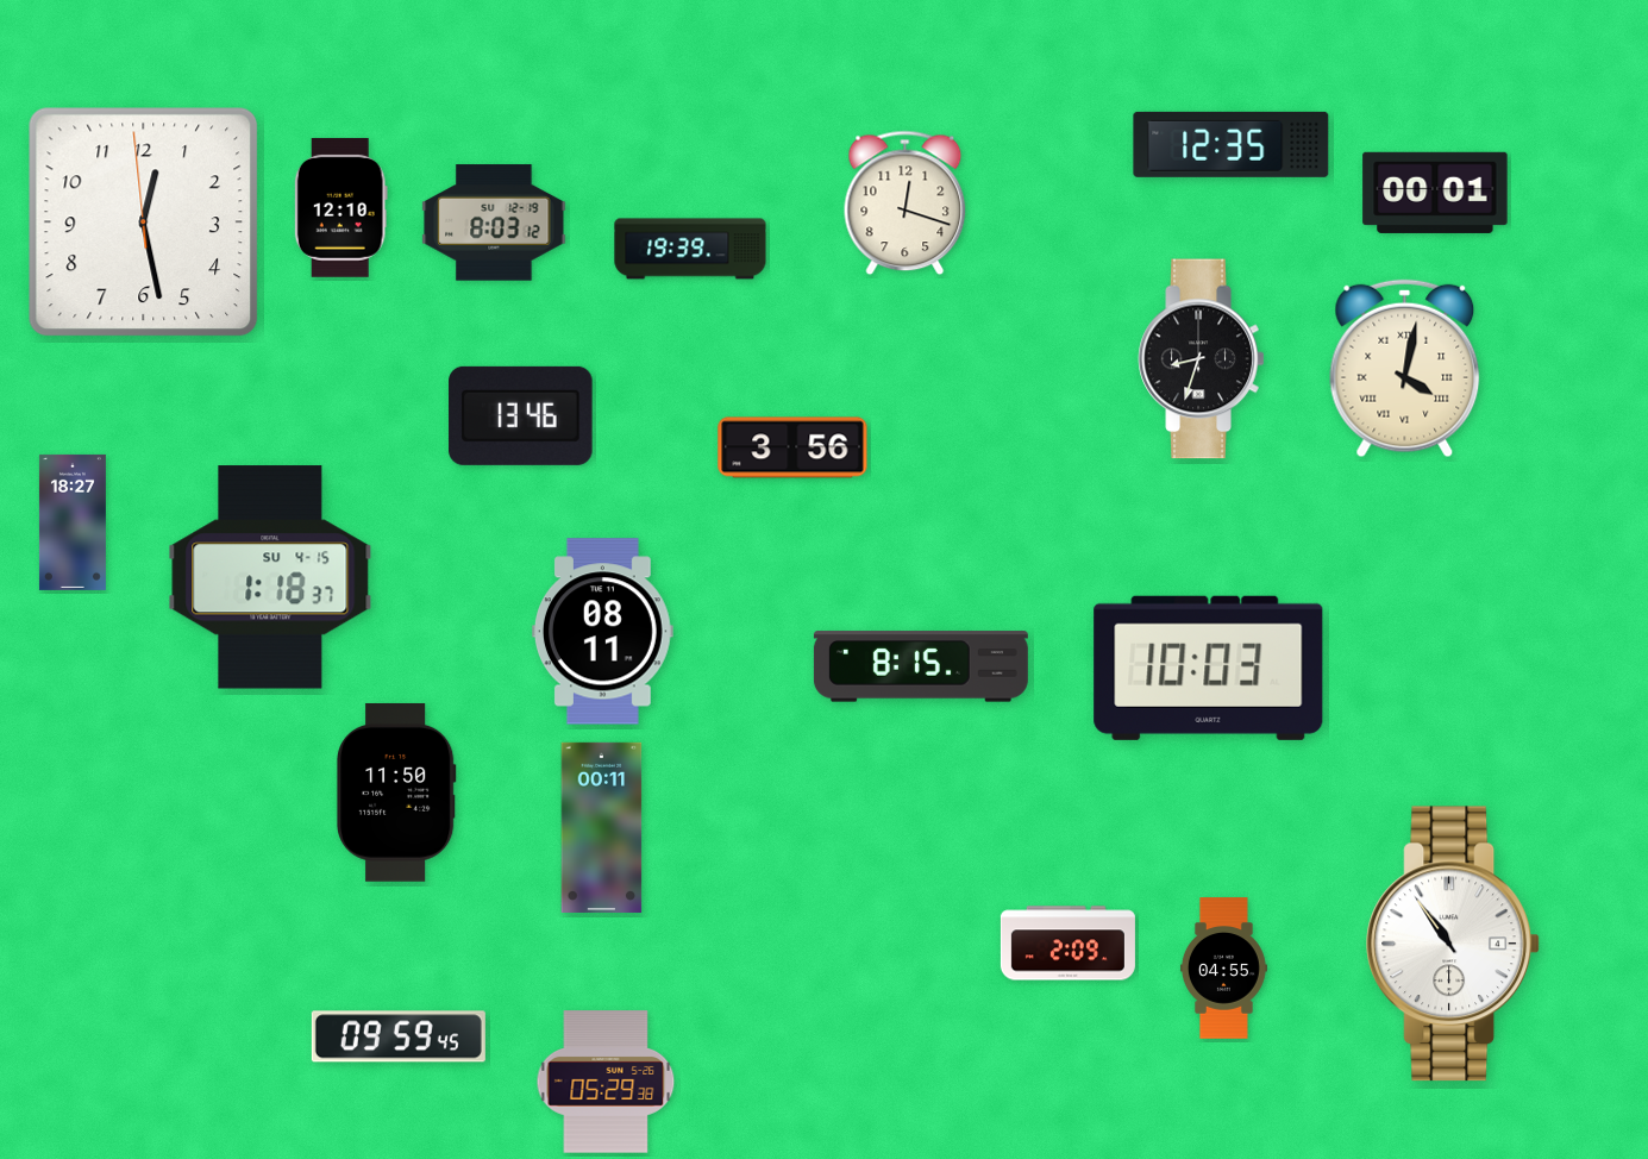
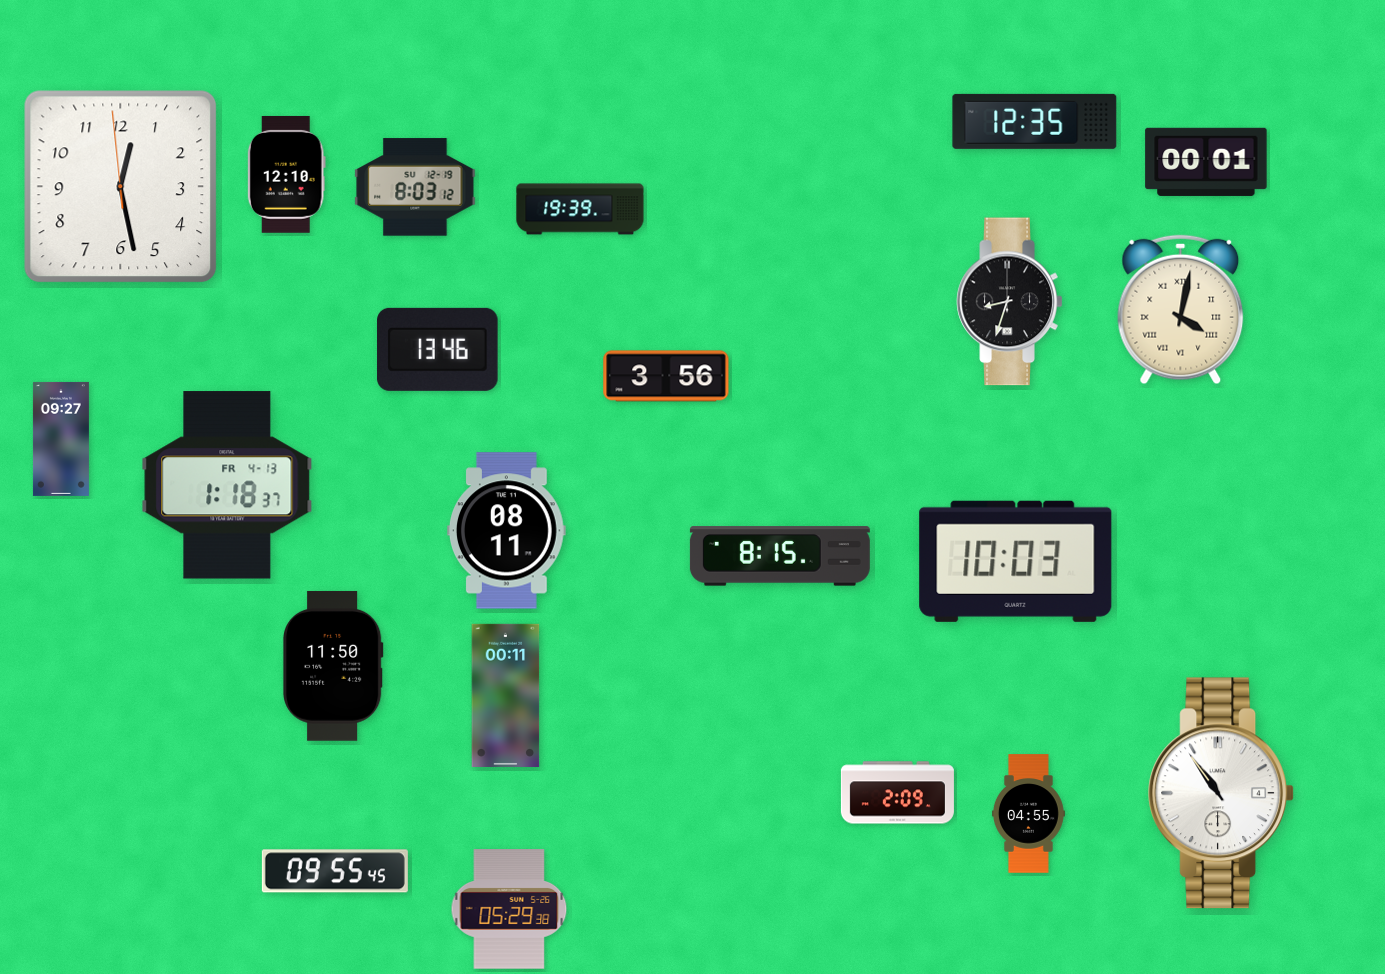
clock at (906, 203): 12:18 -> none
clock at (73, 522): 18:27 -> 09:27
clock at (270, 577) date: SU 4-15 -> FR 4-13
clock at (921, 666) position: (921, 666) -> (780, 556)
clock at (399, 1036): 09:59 -> 09:55
